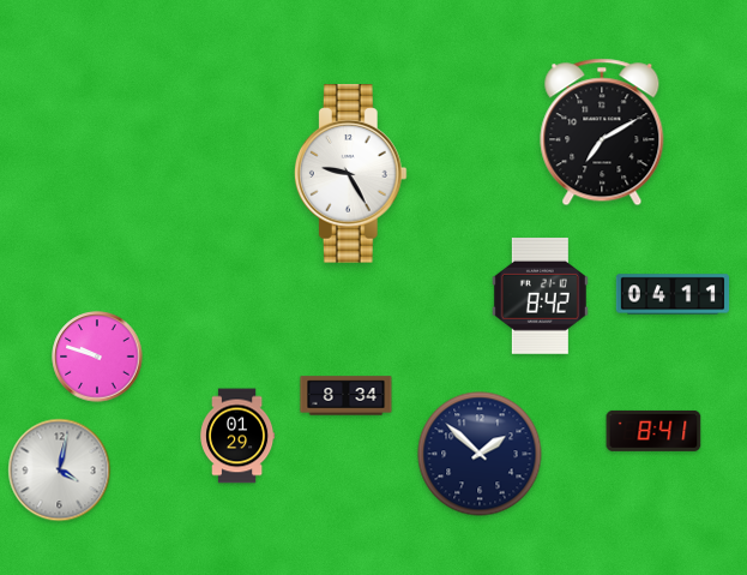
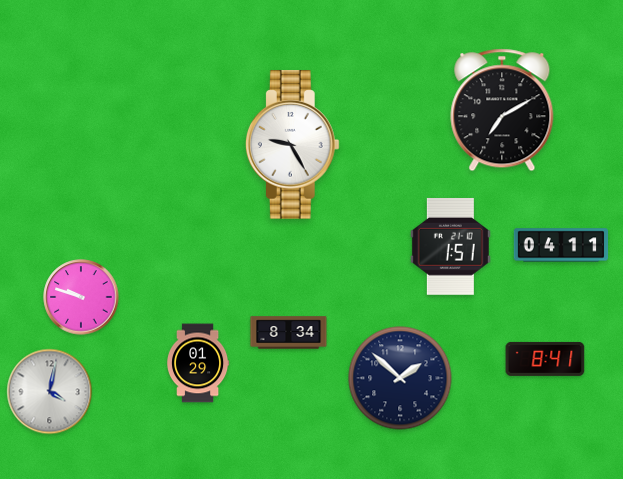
clock at (540, 295): 8:42 -> 1:51
clock at (347, 396) position: (347, 396) -> (289, 333)
